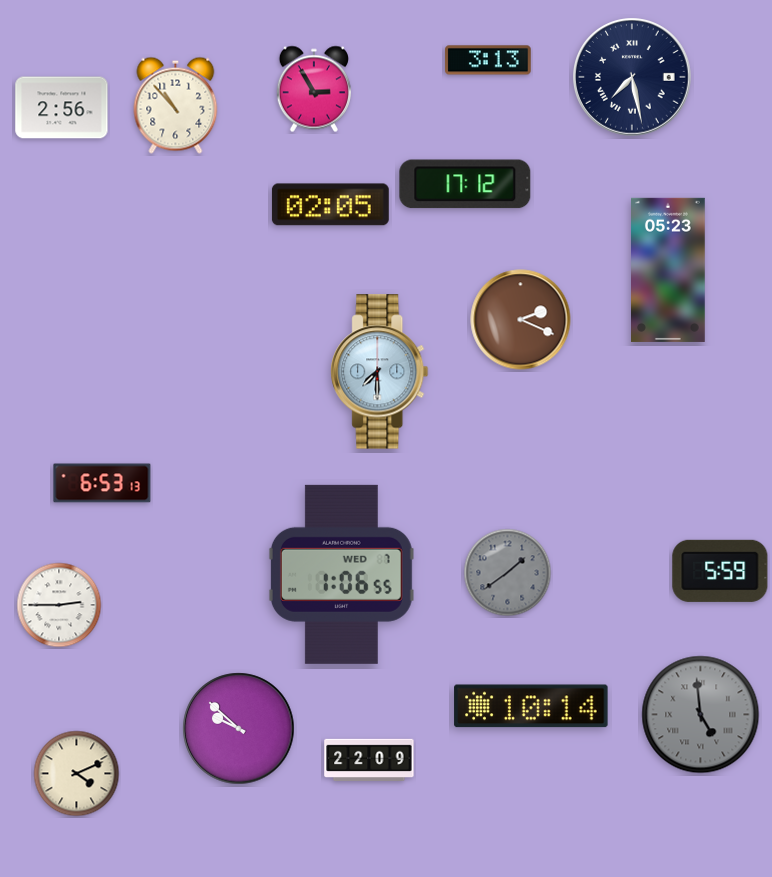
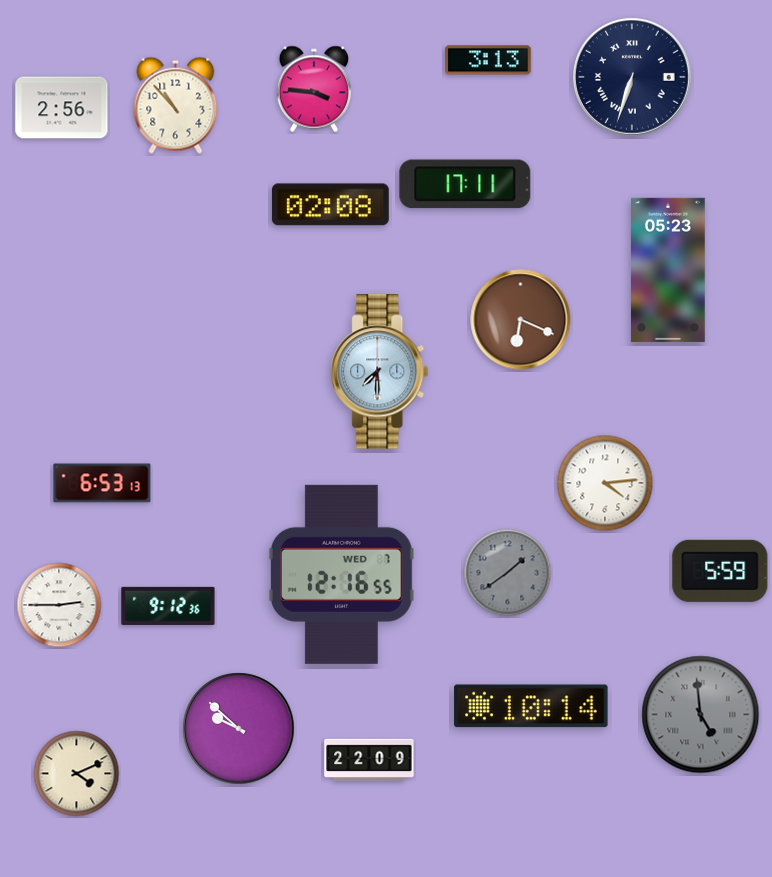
clock at (633, 78): 7:28 -> 6:33
clock at (314, 89): 2:55 -> 3:46
clock at (465, 184): 17:12 -> 17:11
clock at (330, 205): 02:05 -> 02:08
clock at (521, 320): 2:19 -> 6:19
clock at (605, 483): none -> 4:14
clock at (341, 574): 1:06 -> 12:16
clock at (168, 606): none -> 9:12
